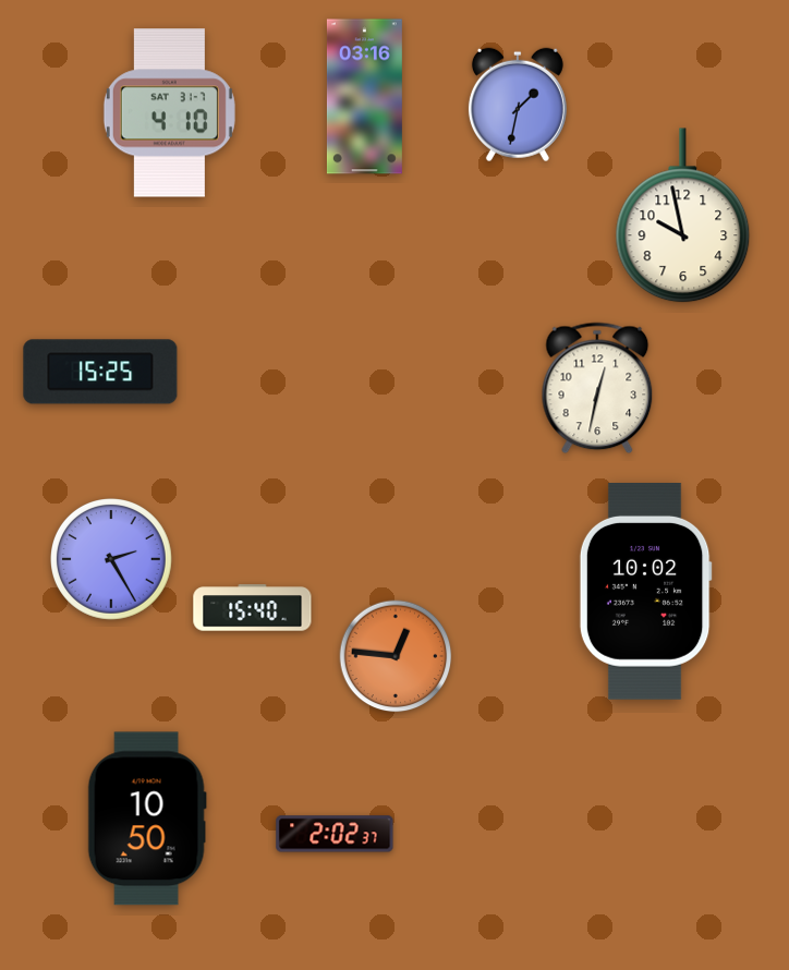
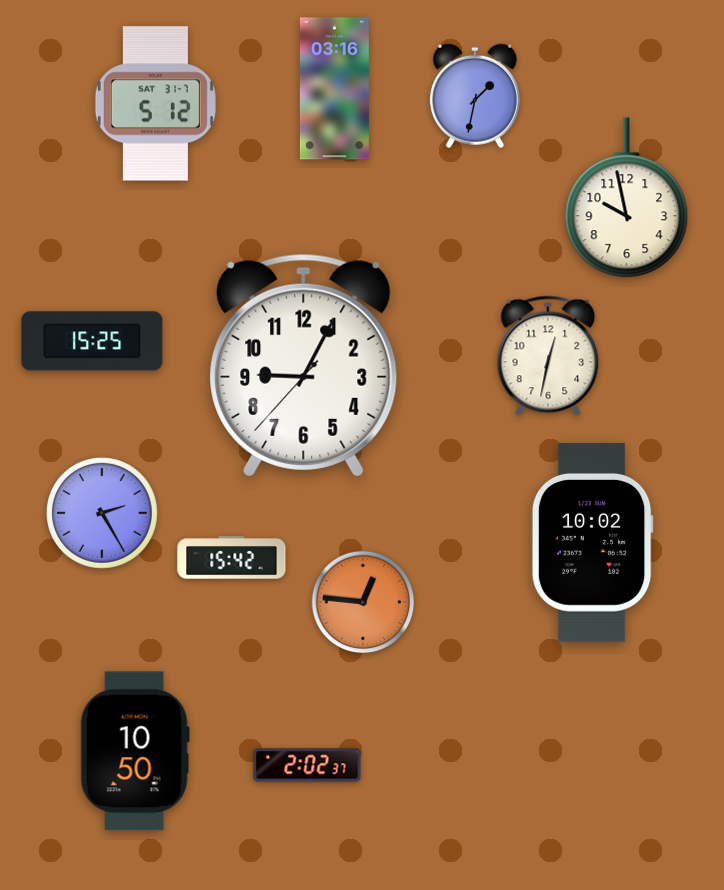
clock at (169, 113): 4:10 -> 5:12
clock at (304, 365): none -> 9:04
clock at (253, 608): 15:40 -> 15:42
